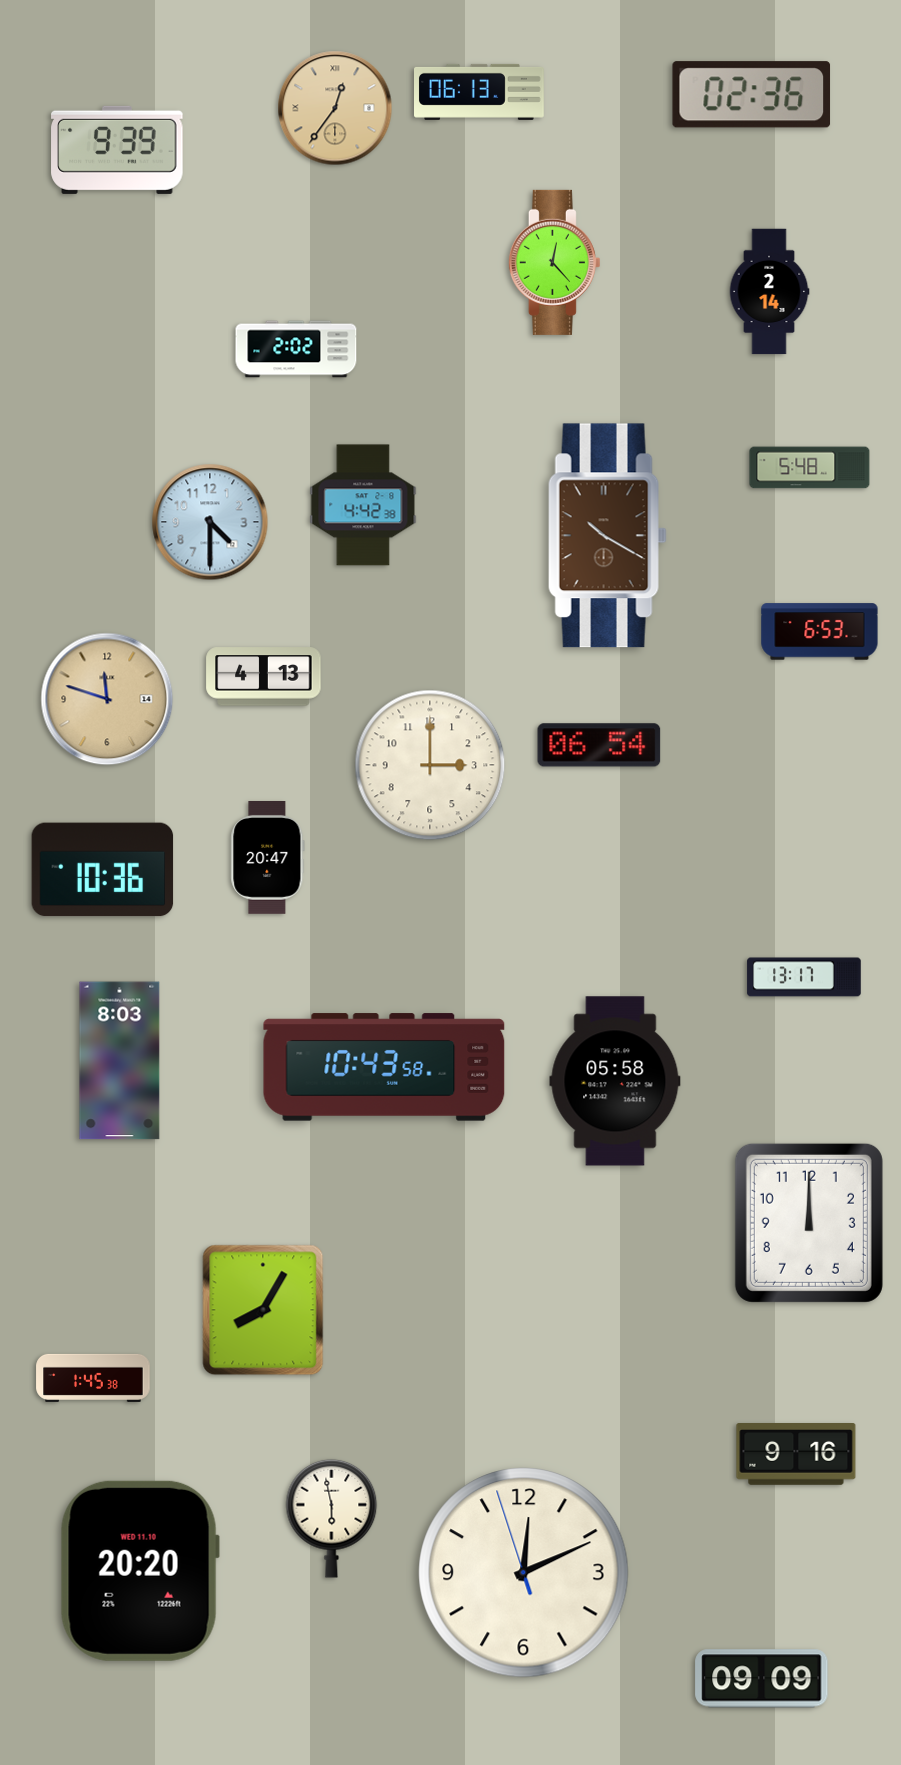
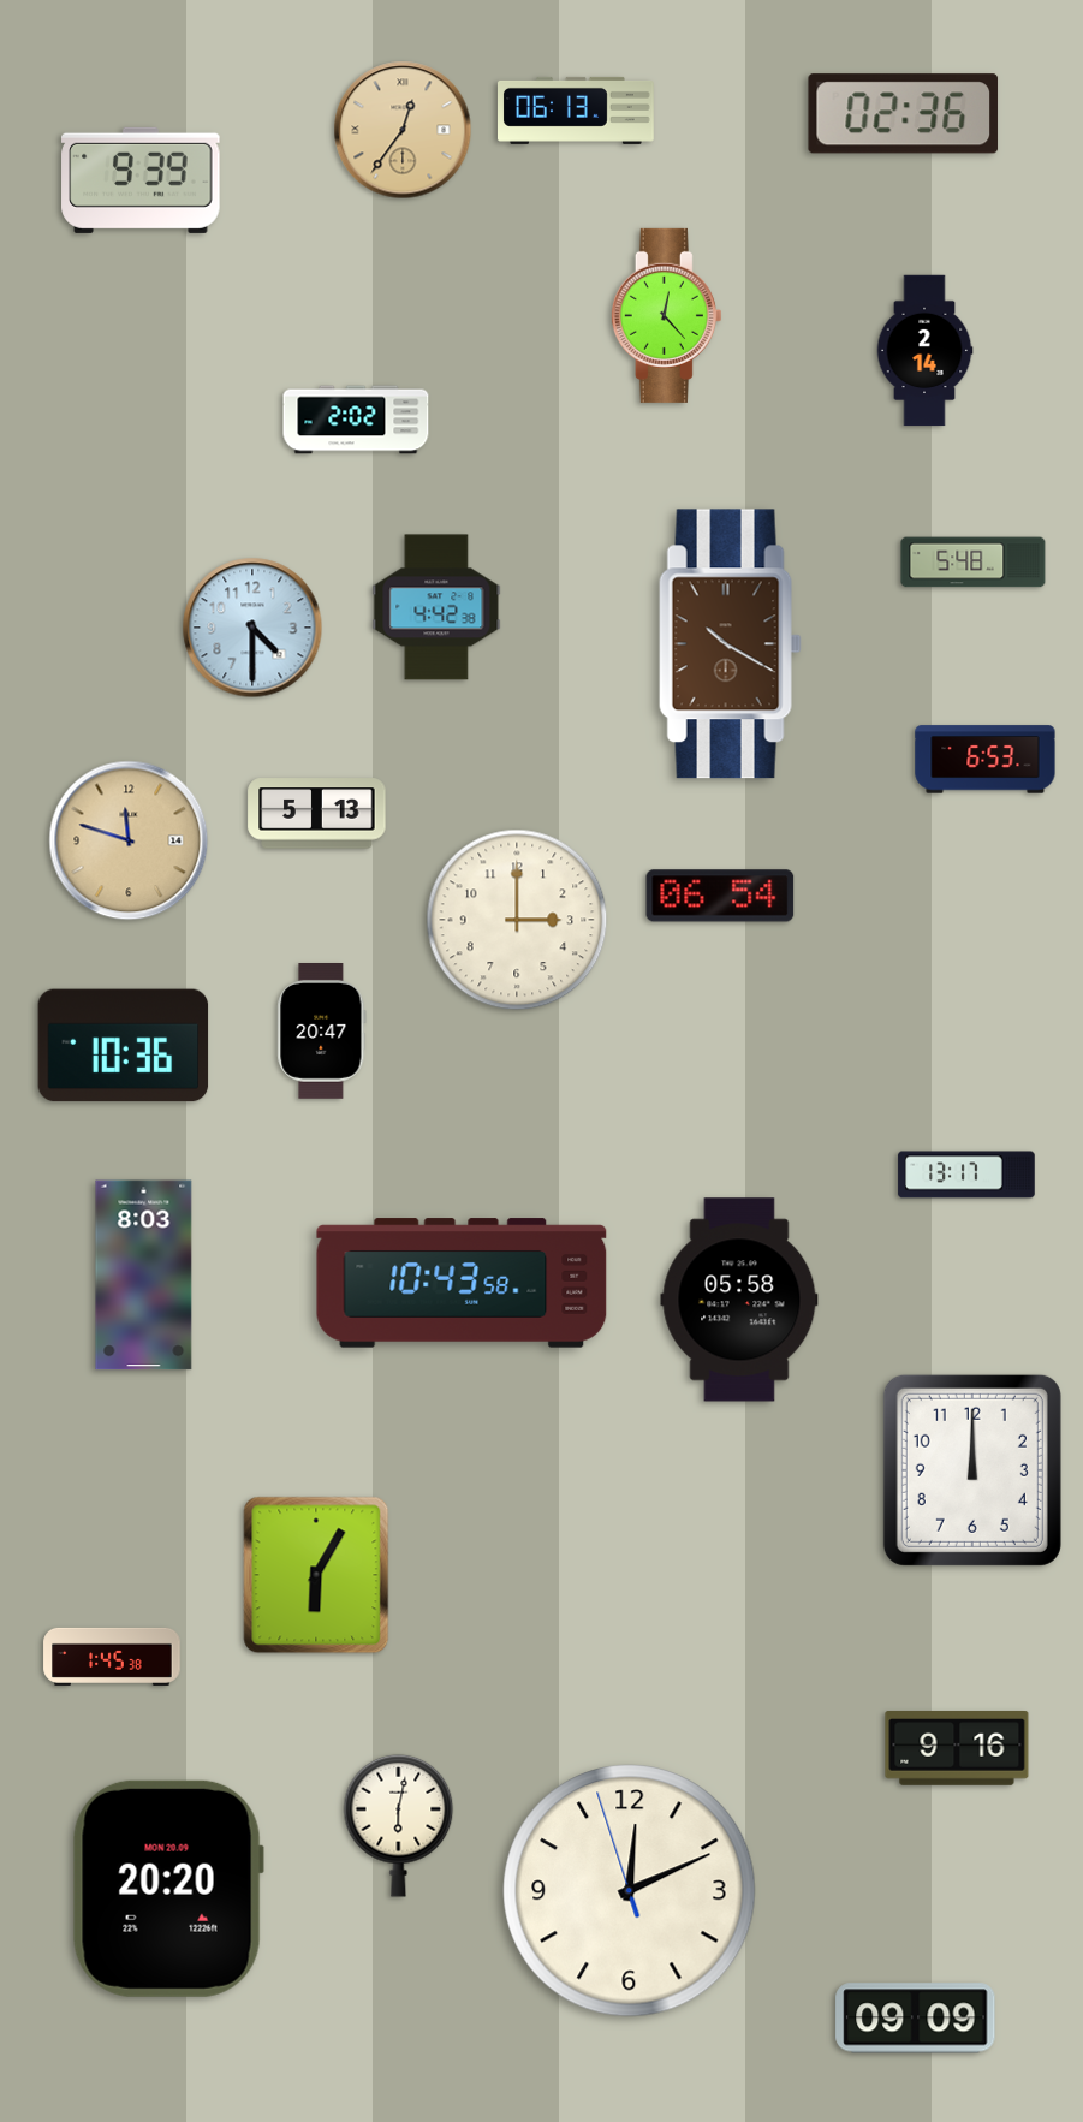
clock at (264, 677): 4:13 -> 5:13
clock at (263, 1310): 8:05 -> 6:05
clock at (332, 1518): 5:58 -> 6:02
clock at (140, 1571) date: WED 11.10 -> MON 20.09
